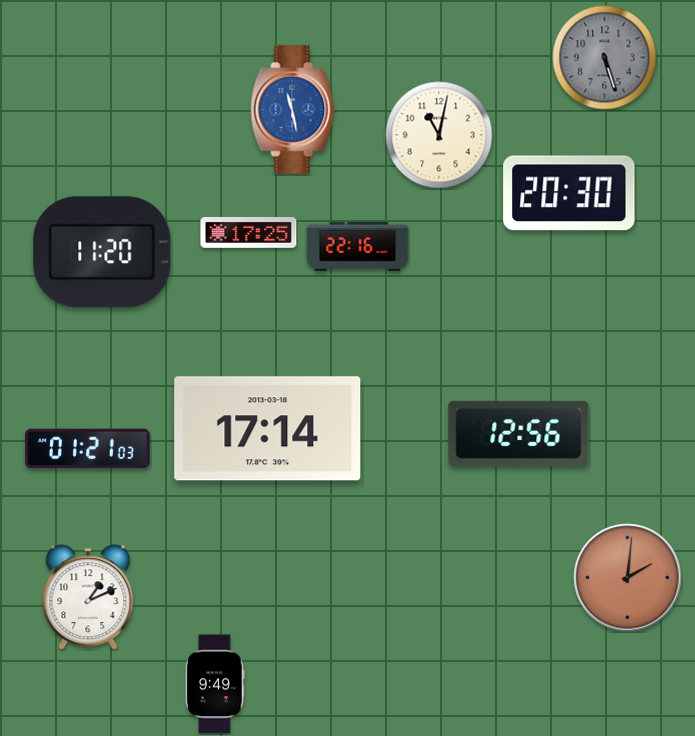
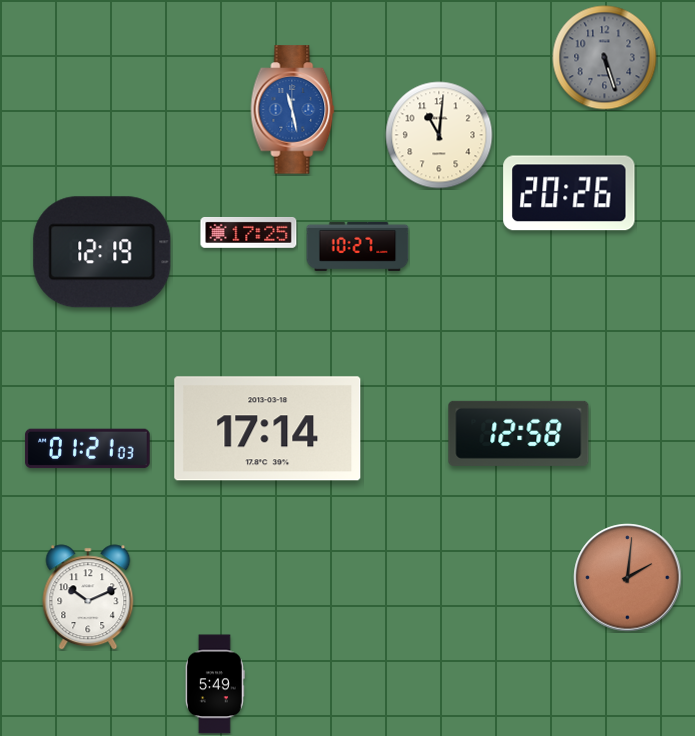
clock at (439, 135): 11:02 -> 11:01
clock at (569, 193): 20:30 -> 20:26
clock at (358, 246): 22:16 -> 10:27
clock at (102, 252): 11:20 -> 12:19
clock at (519, 433): 12:56 -> 12:58
clock at (88, 597): 1:11 -> 10:11
clock at (215, 684): 9:49 -> 5:49
